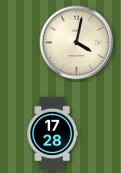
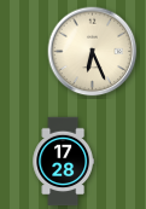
clock at (77, 43): 4:02 -> 6:26
